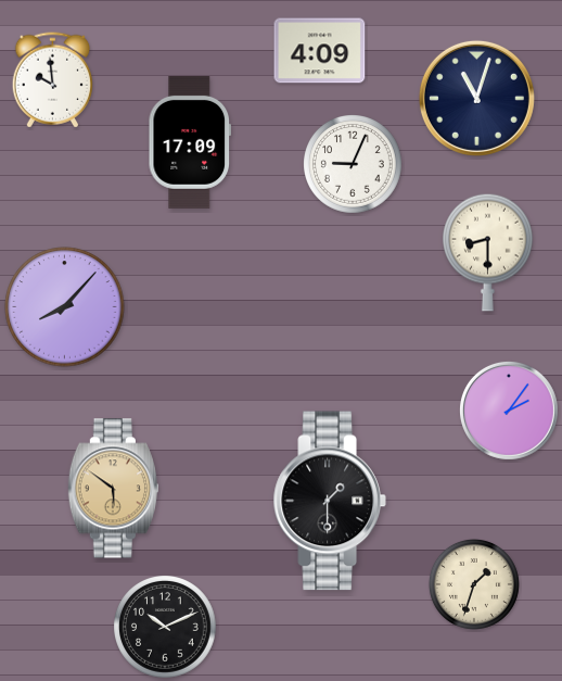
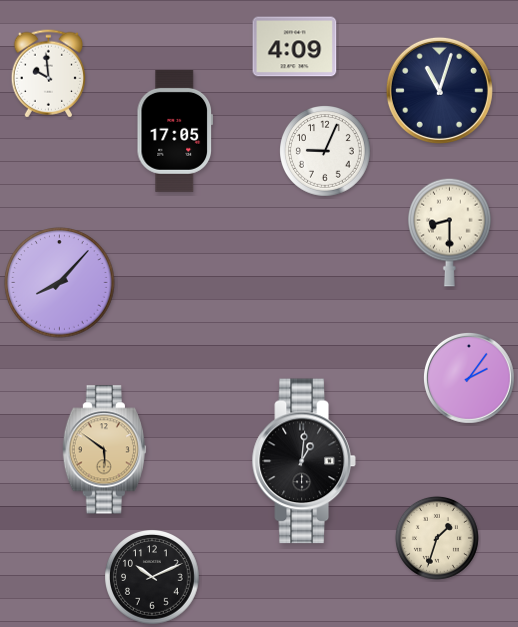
clock at (189, 142): 17:09 -> 17:05
clock at (330, 501): 1:30 -> 1:01
